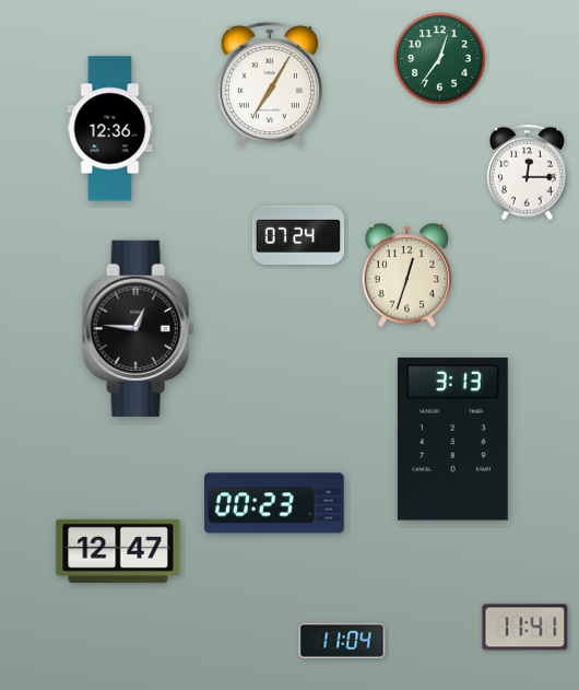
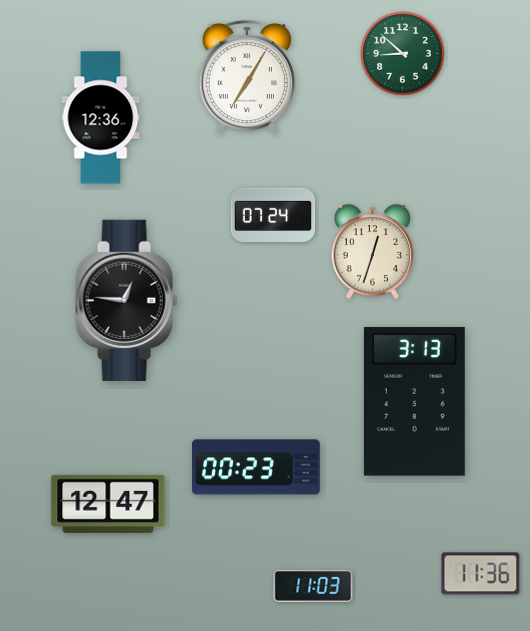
clock at (440, 59): 12:36 -> 8:52
clock at (527, 173): 12:15 -> none
clock at (274, 503) position: (274, 503) -> (256, 467)
clock at (525, 628): 11:41 -> 11:36
clock at (342, 640): 11:04 -> 11:03
